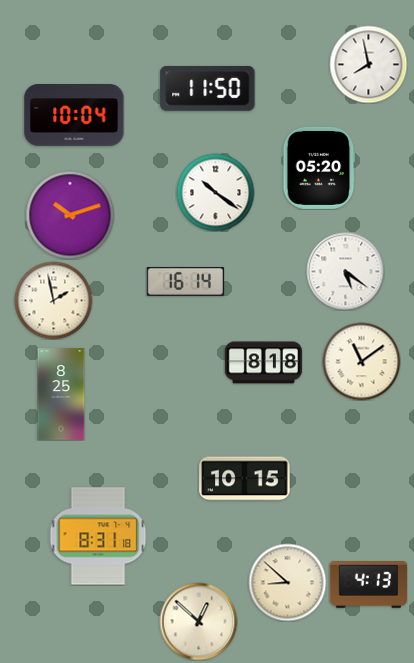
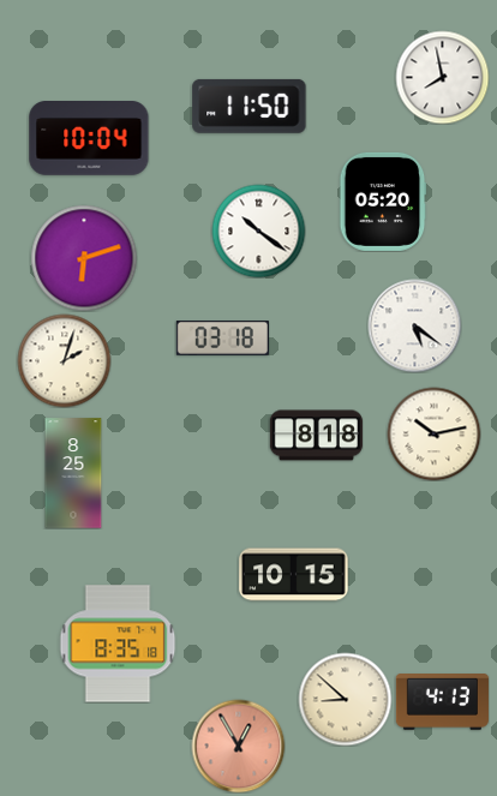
clock at (70, 215): 10:12 -> 6:12
clock at (185, 282): 16:14 -> 03:18
clock at (53, 300): 1:58 -> 2:03
clock at (361, 361): 11:09 -> 10:13
clock at (98, 536): 8:31 -> 8:35
clock at (198, 621): 12:52 -> 12:55
clock at (198, 621) dial: cream -> salmon
